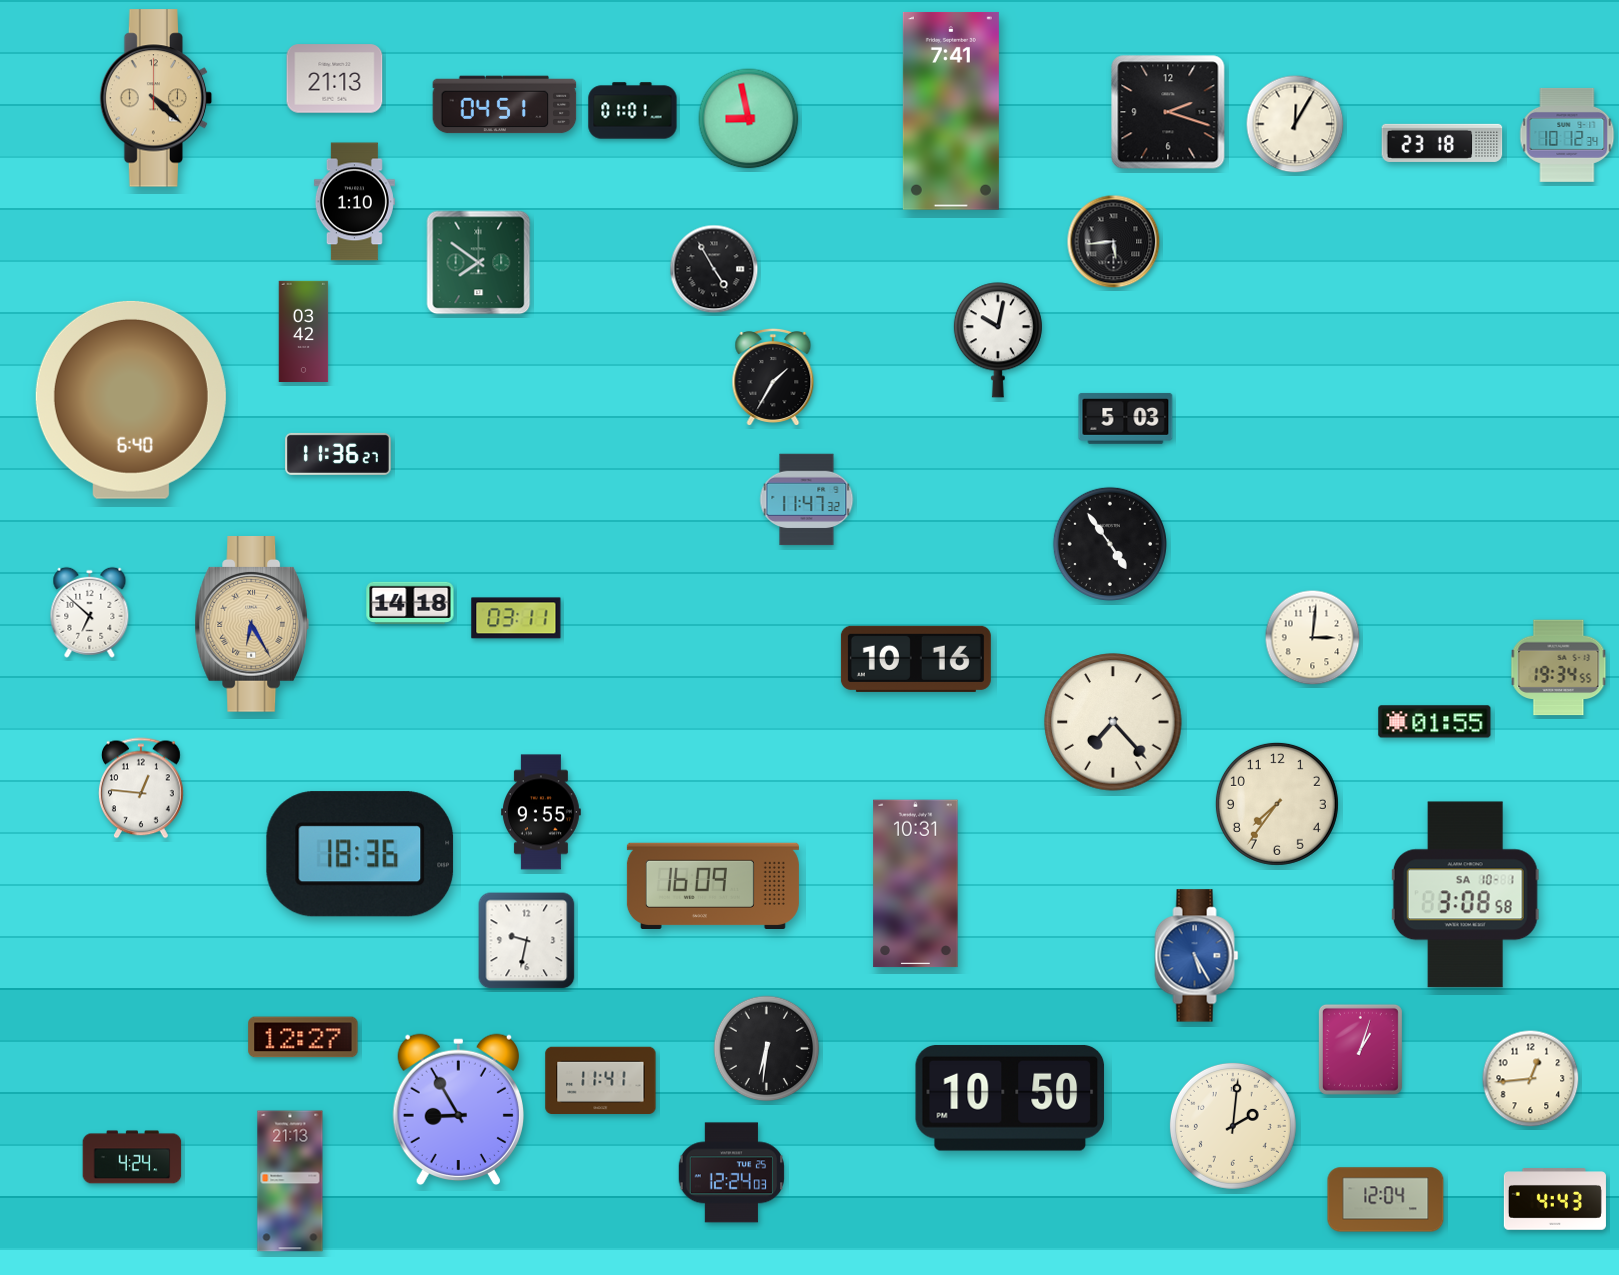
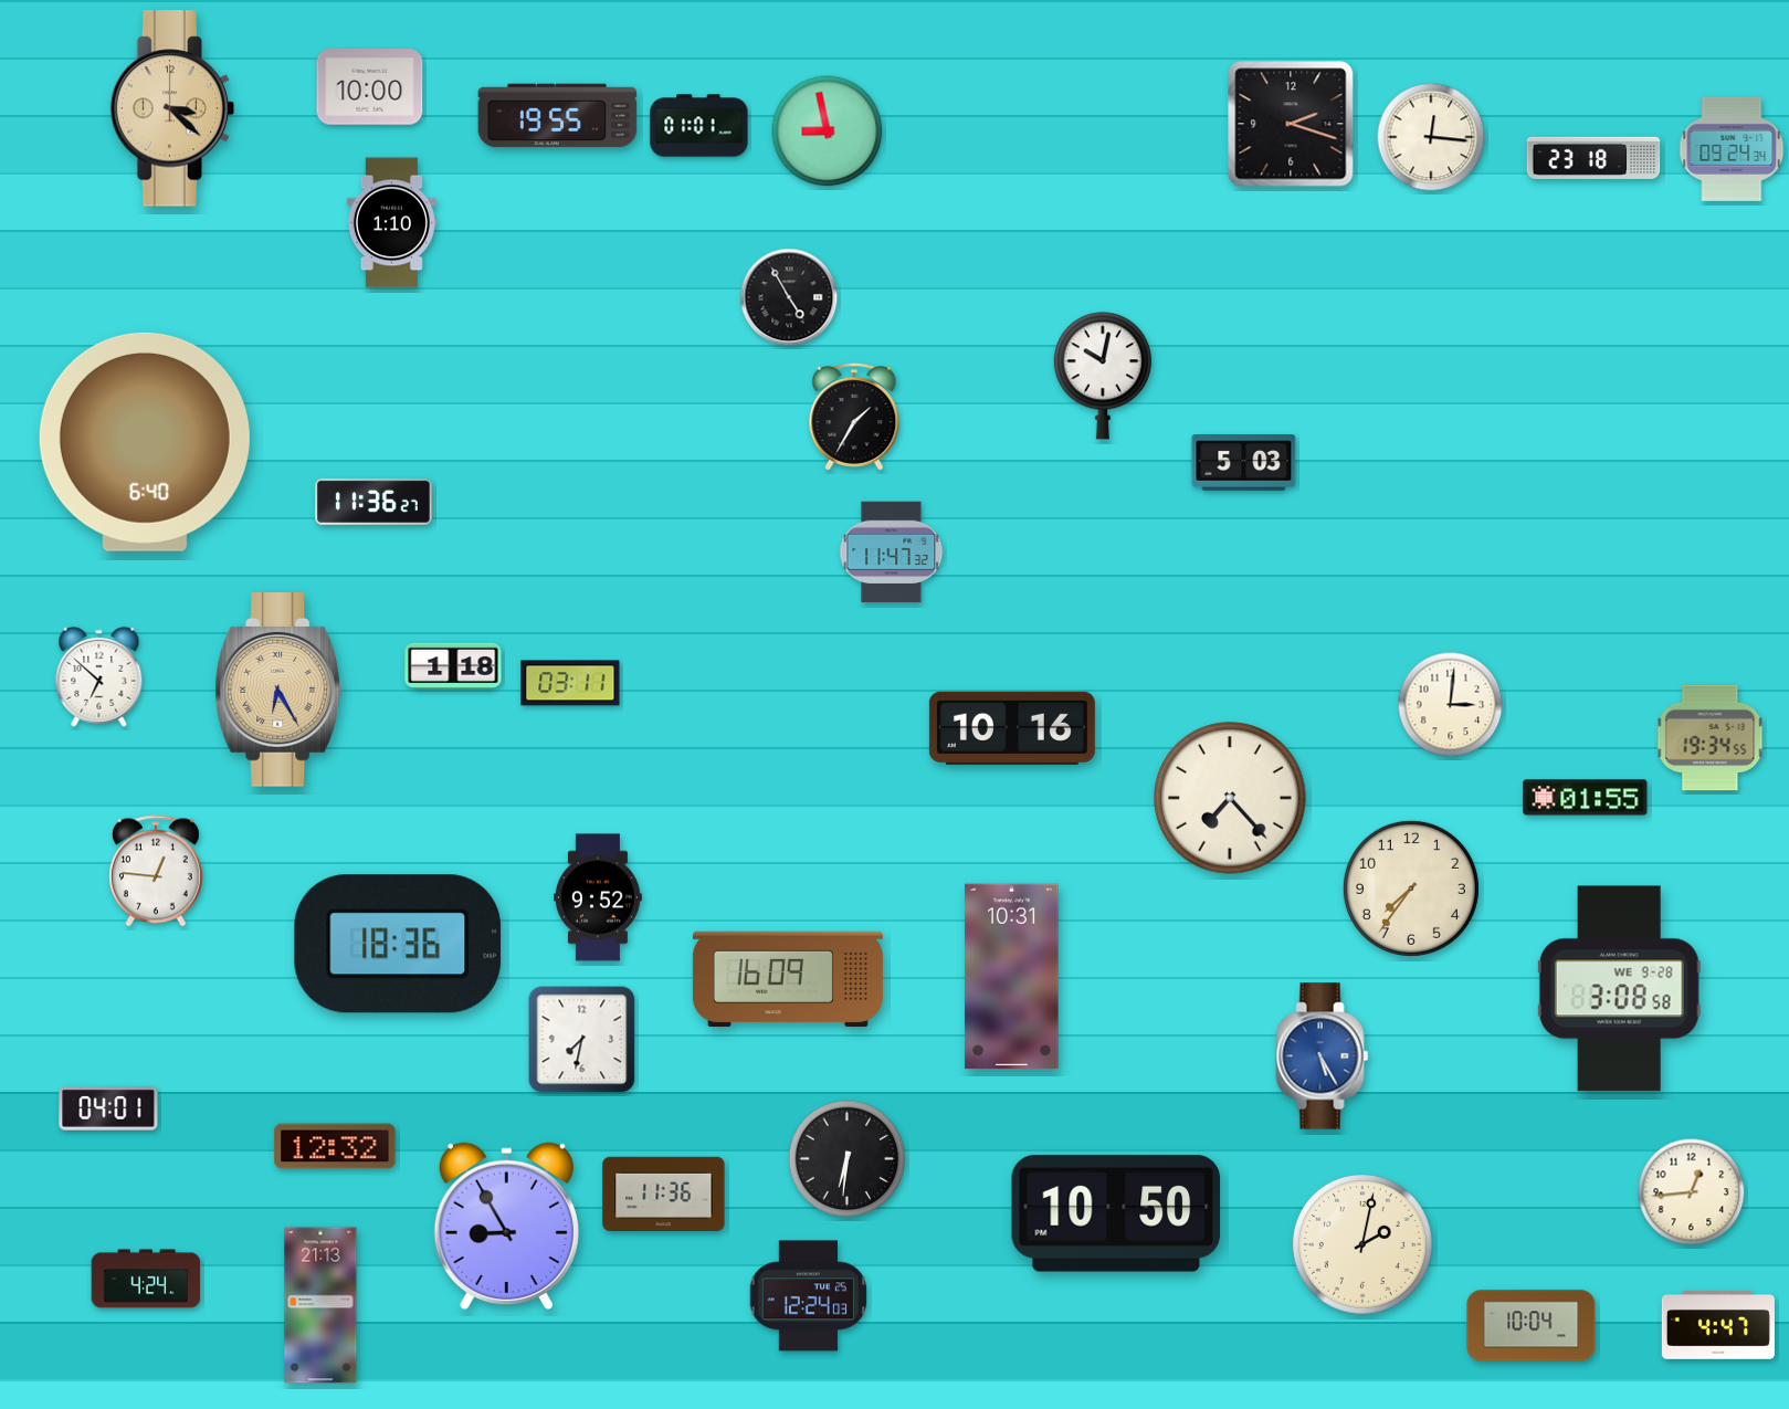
clock at (335, 79): 21:13 -> 10:00
clock at (156, 98): 4:22 -> 3:22
clock at (505, 105): 04:51 -> 19:55
clock at (633, 111) position: (633, 111) -> (699, 126)
clock at (951, 111): 7:41 -> none
clock at (1295, 124): 12:05 -> 12:16
clock at (1567, 135): 10:12 -> 09:24
clock at (1114, 242): 5:44 -> none
clock at (479, 263): 7:51 -> none
clock at (304, 331): 03:42 -> none
clock at (1110, 544): 4:54 -> none
clock at (410, 603): 14:18 -> 1:18
clock at (1559, 668) position: (1559, 668) -> (1711, 738)
clock at (541, 812): 9:55 -> 9:52
clock at (1465, 895) date: SA 10-1 -> WE 9-28
clock at (527, 941): 9:32 -> 7:32
clock at (108, 1108): none -> 04:01
clock at (303, 1037): 12:27 -> 12:32
clock at (1360, 1049): 1:03 -> none
clock at (601, 1080): 11:41 -> 11:36
clock at (1233, 1126): 2:01 -> 2:02
clock at (1555, 1199): 4:43 -> 4:47
clock at (1386, 1200): 12:04 -> 10:04
